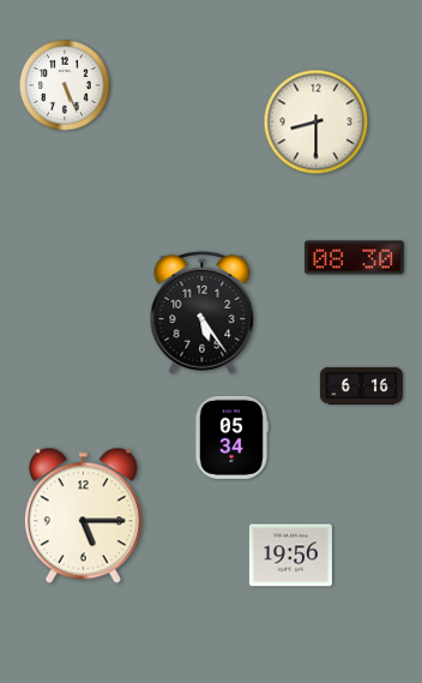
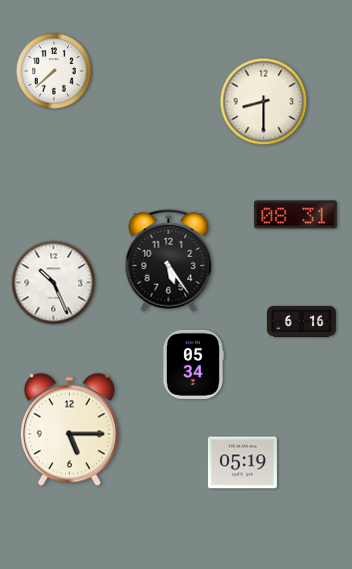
clock at (65, 85): 5:26 -> 7:38
clock at (355, 258): 08:30 -> 08:31
clock at (54, 283): none -> 10:26
clock at (290, 556): 19:56 -> 05:19
